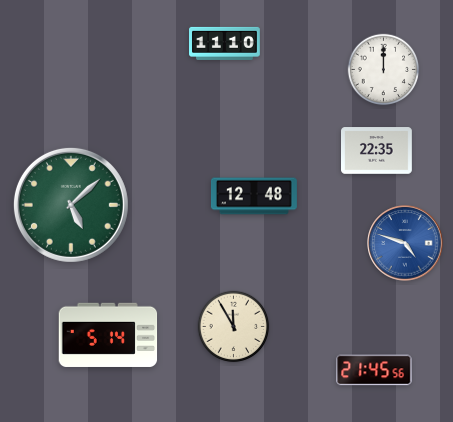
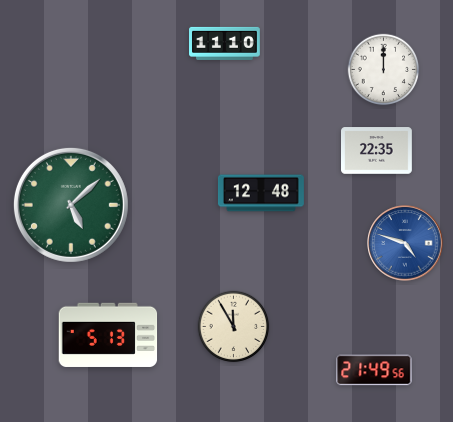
clock at (254, 196) position: (254, 196) -> (261, 193)
clock at (108, 335): 5:14 -> 5:13
clock at (374, 370): 21:45 -> 21:49
